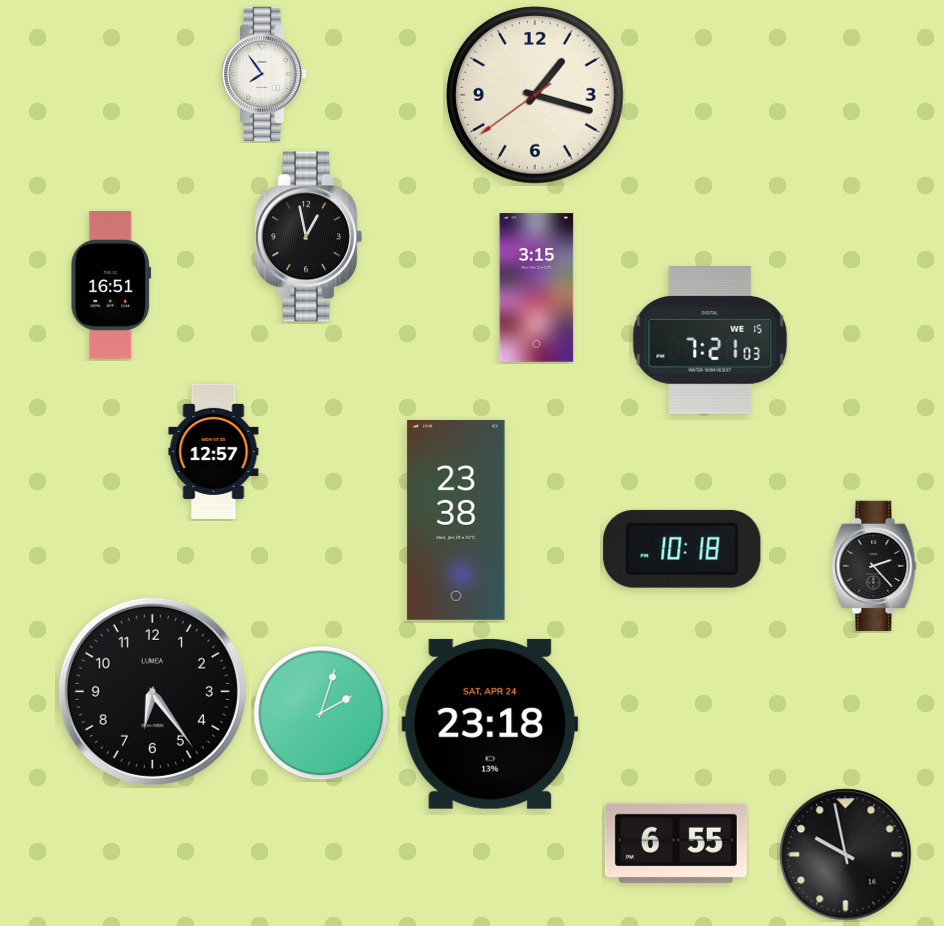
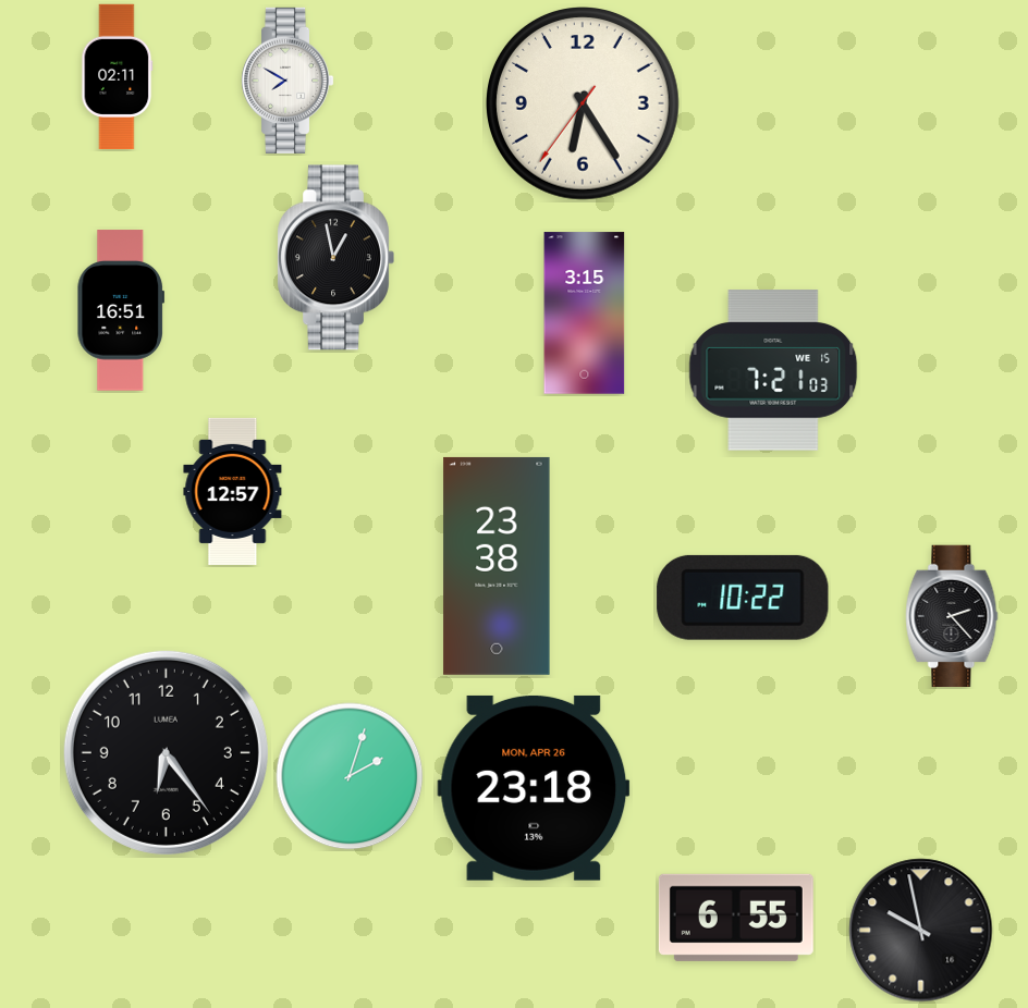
clock at (118, 76): none -> 02:11
clock at (264, 74): 7:54 -> 7:50
clock at (536, 96): 1:17 -> 6:24
clock at (682, 549): 10:18 -> 10:22
clock at (490, 724) date: SAT, APR 24 -> MON, APR 26
